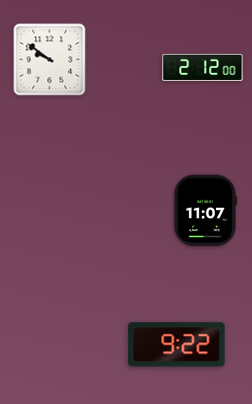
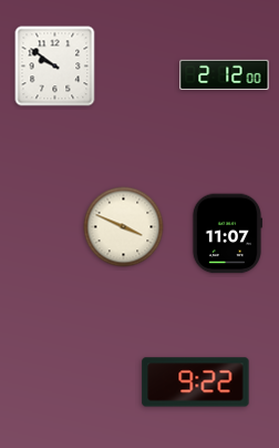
clock at (124, 227): none -> 3:49
